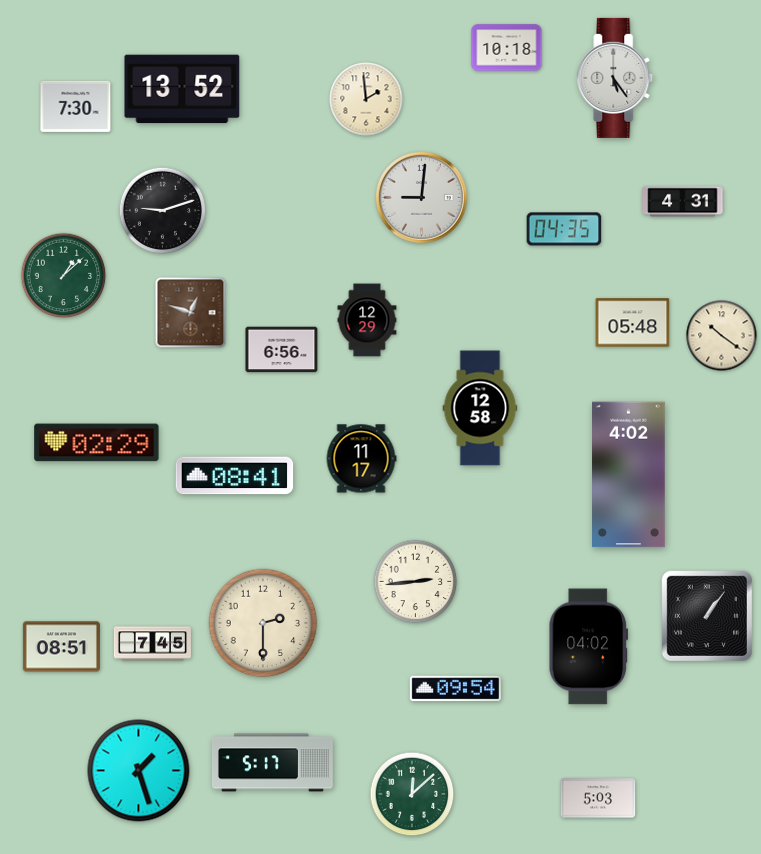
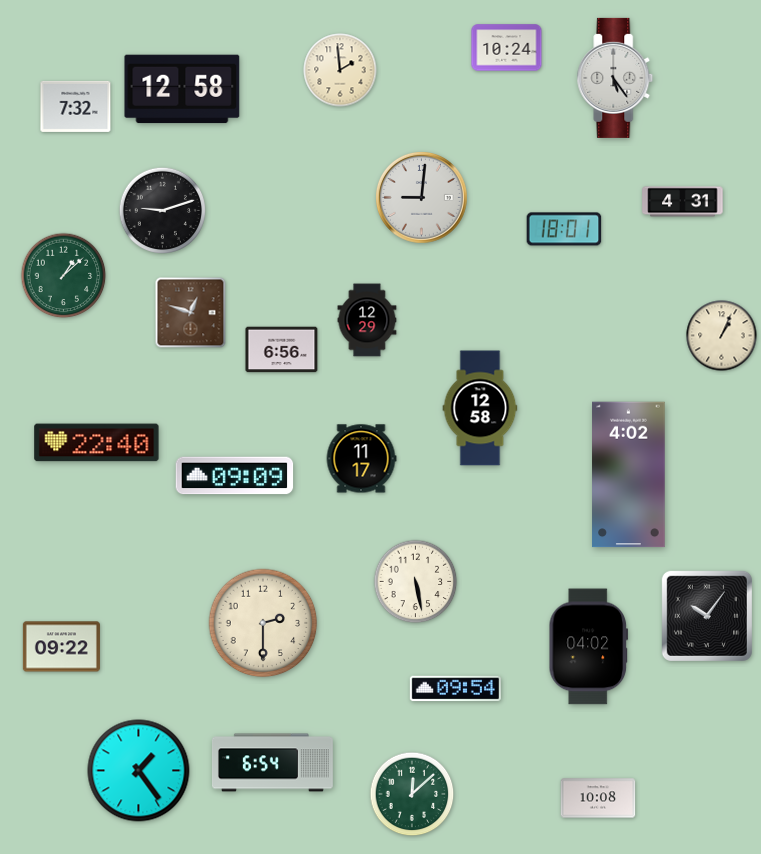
clock at (507, 48): 10:18 -> 10:24
clock at (182, 89): 13:52 -> 12:58
clock at (366, 99) position: (366, 99) -> (340, 70)
clock at (76, 106): 7:30 -> 7:32
clock at (564, 229): 04:35 -> 18:01
clock at (633, 323): 05:48 -> none
clock at (722, 336): 10:21 -> 1:04
clock at (97, 443): 02:29 -> 22:40
clock at (235, 476): 08:41 -> 09:09
clock at (416, 582): 2:44 -> 5:28
clock at (707, 616): 1:06 -> 10:06
clock at (152, 644): 7:45 -> none
clock at (61, 647): 08:51 -> 09:22
clock at (272, 763): 5:17 -> 6:54
clock at (139, 771): 1:27 -> 1:24
clock at (598, 798): 5:03 -> 10:08
